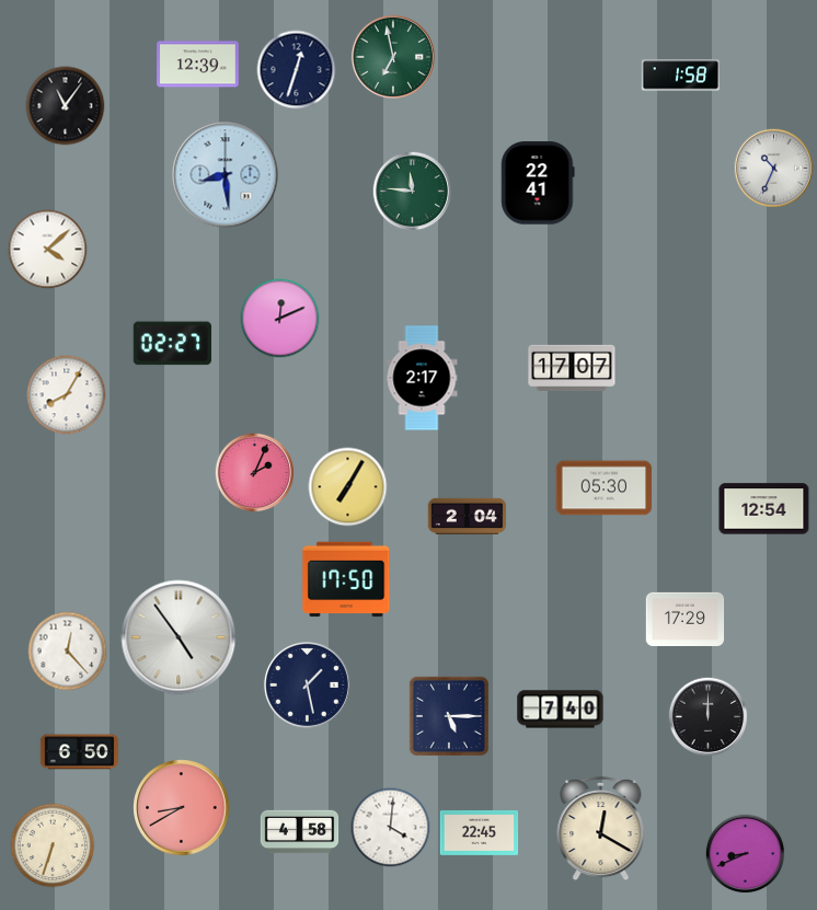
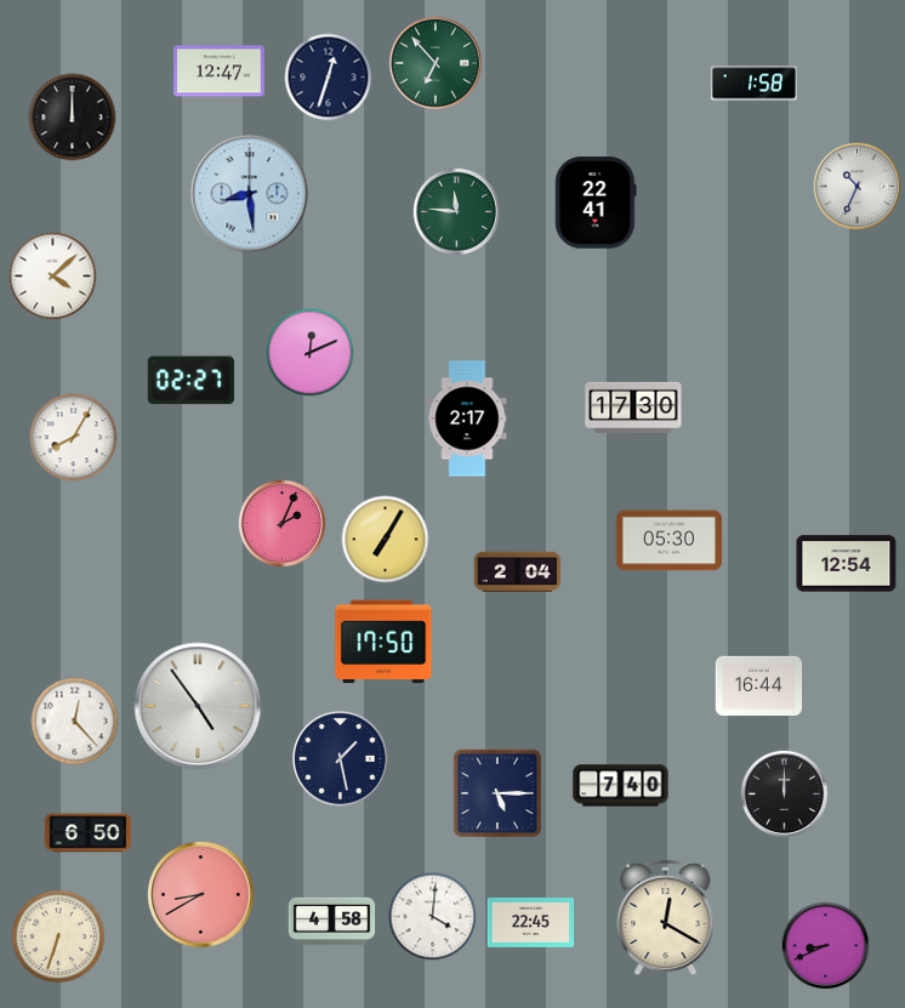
clock at (393, 57): 6:58 -> 6:53
clock at (198, 65): 12:39 -> 12:47
clock at (66, 106): 11:06 -> 12:00
clock at (572, 368): 17:07 -> 17:30
clock at (686, 619): 17:29 -> 16:44
